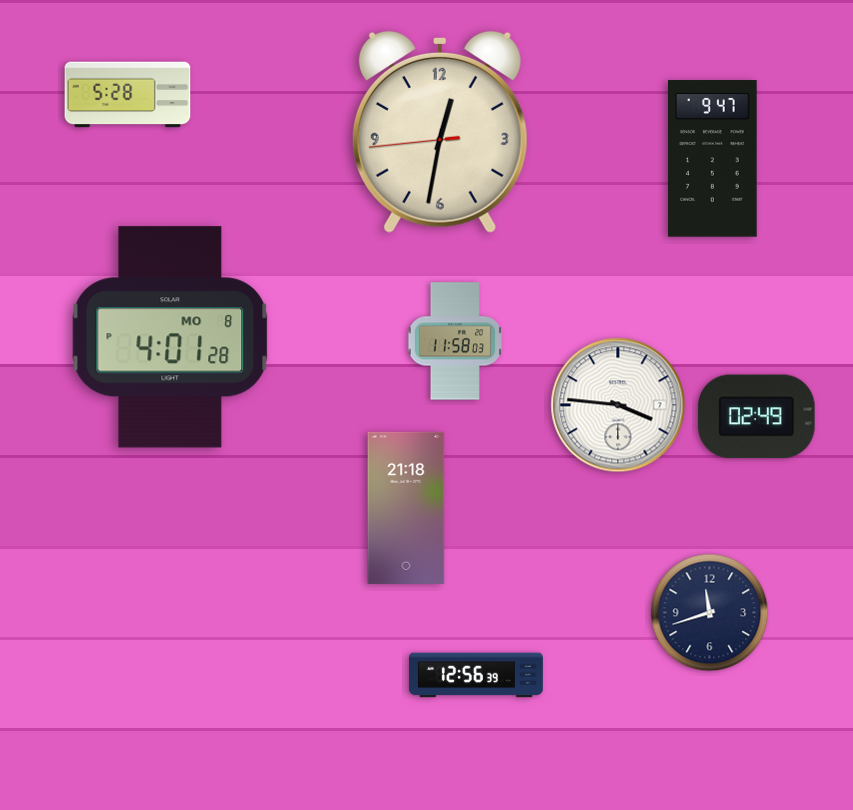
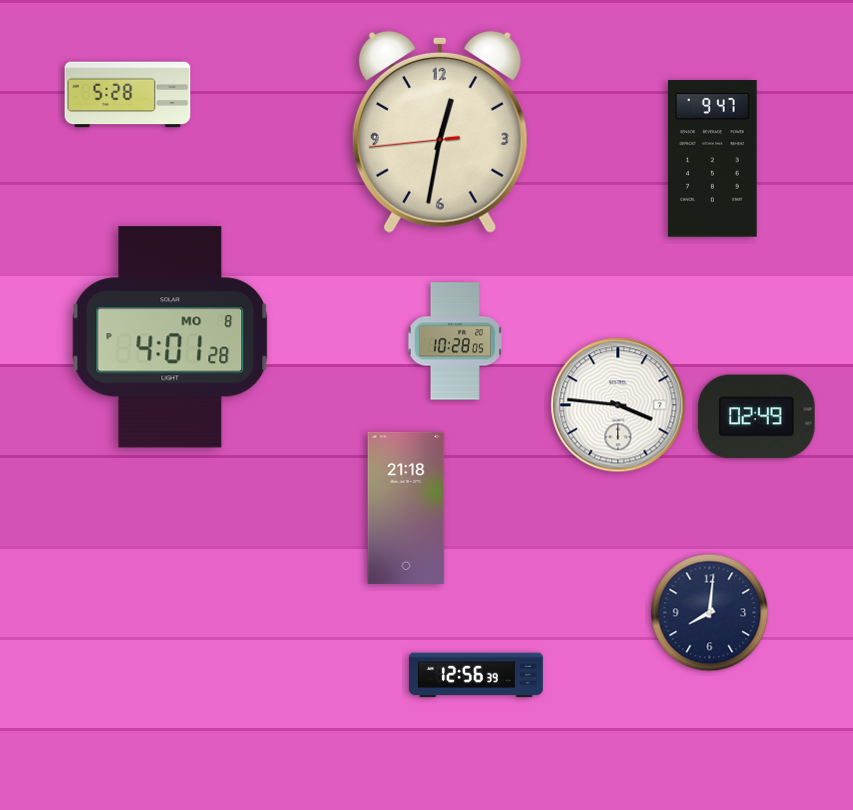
clock at (455, 341): 11:58 -> 10:28
clock at (710, 613): 11:42 -> 8:01
